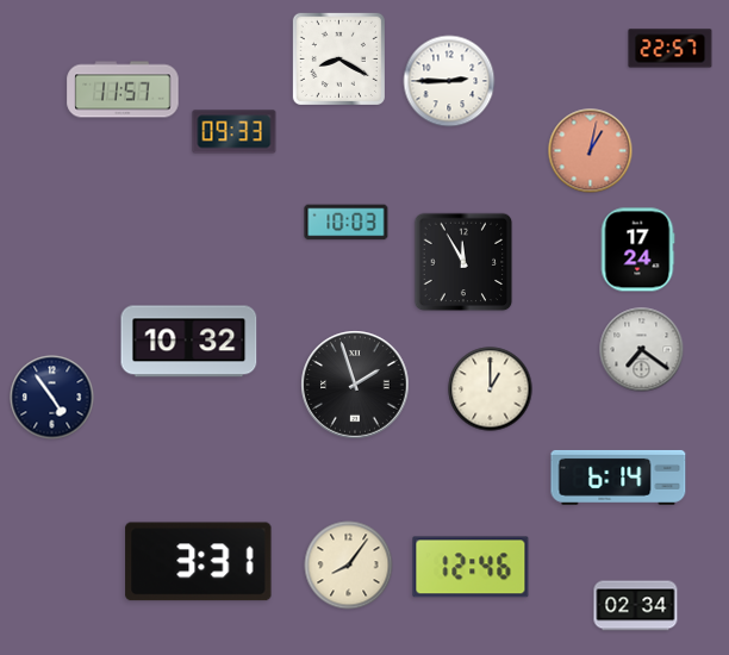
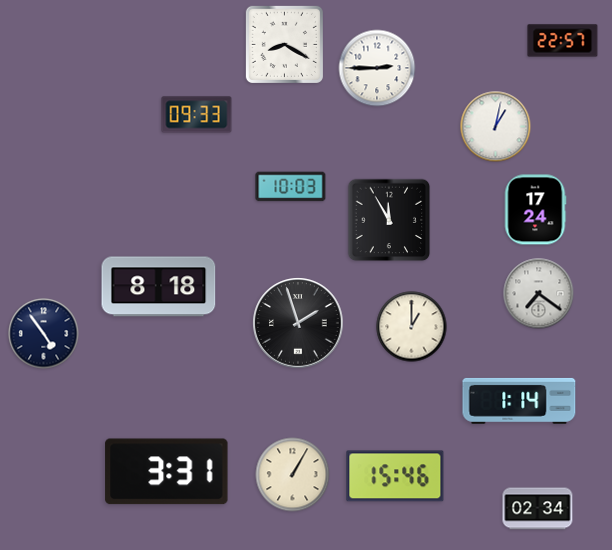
clock at (338, 58) position: (338, 58) -> (284, 44)
clock at (123, 89): 11:57 -> none
clock at (235, 132) position: (235, 132) -> (197, 115)
clock at (591, 151) dial: salmon -> white
clock at (189, 342): 10:32 -> 8:18
clock at (618, 478): 6:14 -> 1:14
clock at (349, 566): 8:06 -> 1:05
clock at (471, 567): 12:46 -> 15:46
clock at (636, 606) position: (636, 606) -> (538, 509)
